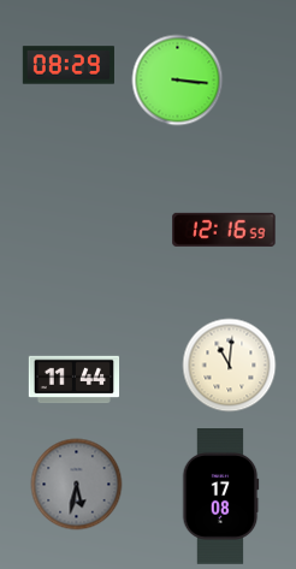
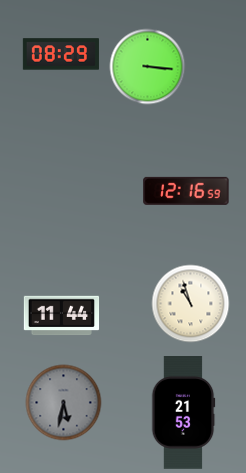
clock at (69, 65) position: (69, 65) -> (61, 54)
clock at (230, 366): 11:01 -> 10:57
clock at (220, 497): 17:08 -> 21:53
